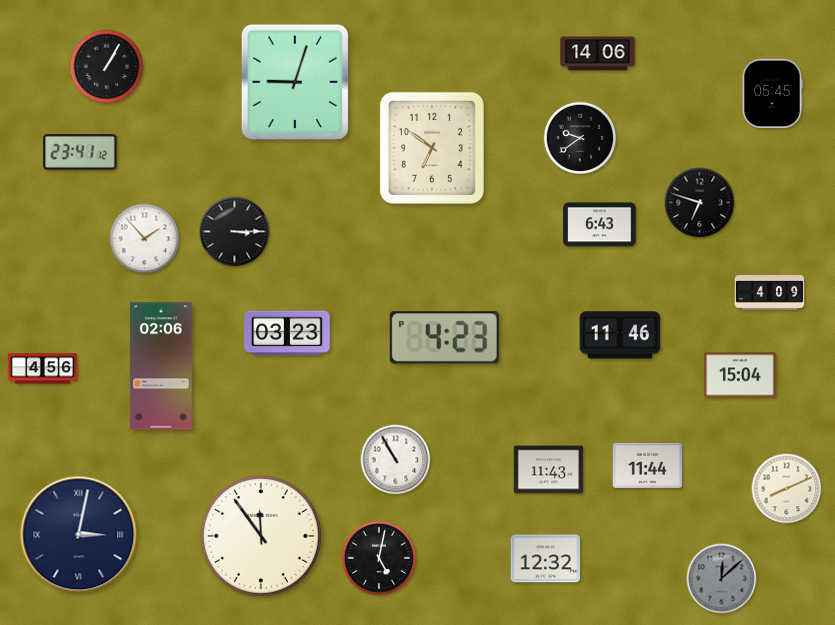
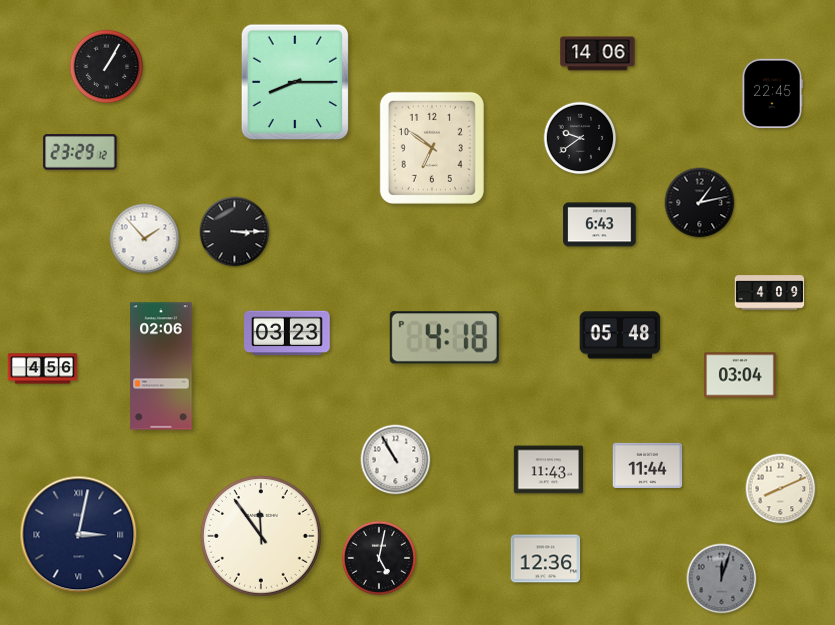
clock at (295, 82): 9:03 -> 8:15
clock at (772, 94): 05:45 -> 22:45
clock at (80, 152): 23:41 -> 23:29
clock at (700, 203): 6:48 -> 1:13
clock at (620, 335): 11:46 -> 05:48
clock at (444, 338): 4:23 -> 4:18
clock at (741, 375): 15:04 -> 03:04
clock at (787, 489) position: (787, 489) -> (781, 489)
clock at (546, 559): 12:32 -> 12:36
clock at (722, 579): 12:08 -> 12:03
